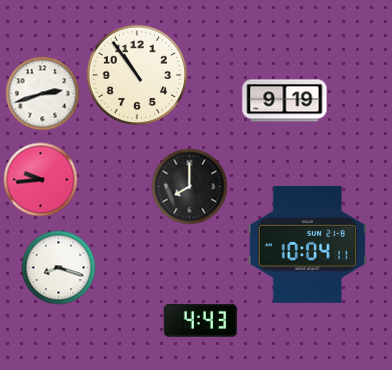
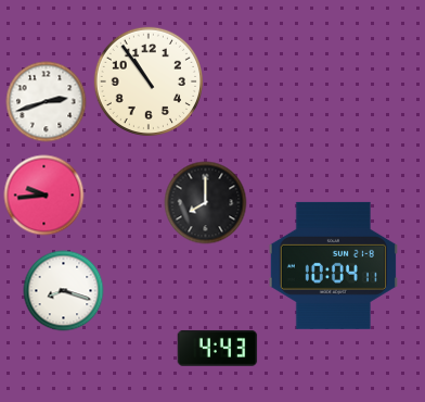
clock at (285, 101): 9:19 -> none
